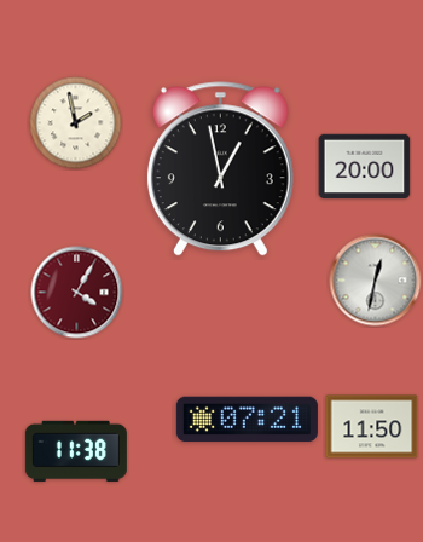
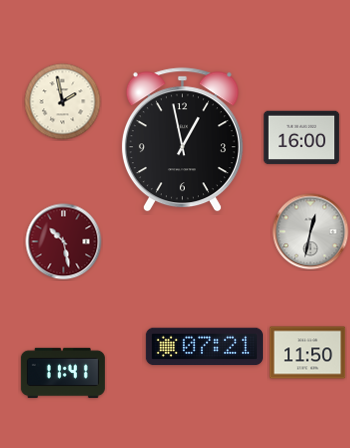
clock at (365, 167): 20:00 -> 16:00
clock at (77, 293): 4:05 -> 10:28
clock at (76, 451): 11:38 -> 11:41
